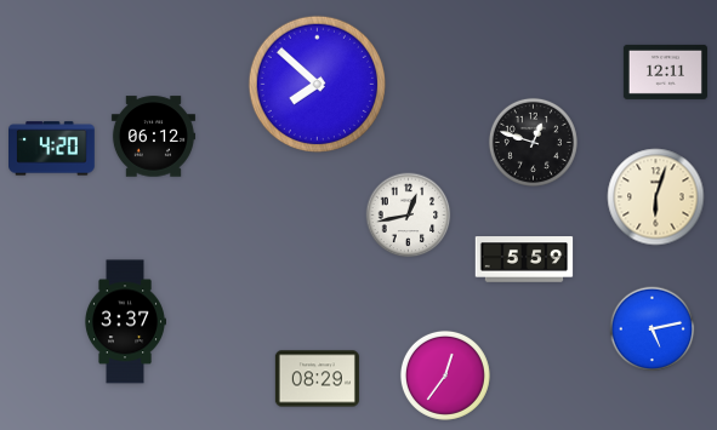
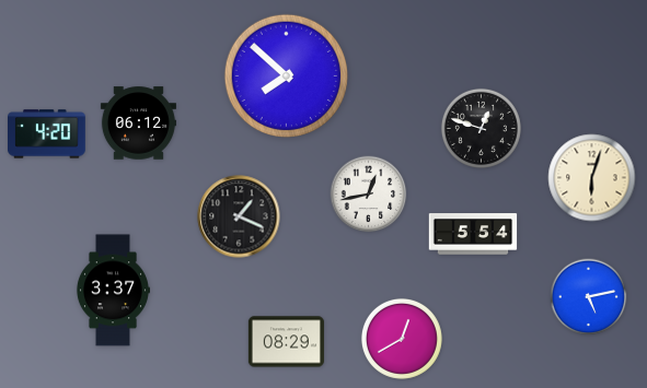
clock at (665, 71): 12:11 -> none
clock at (239, 216): none -> 1:19
clock at (524, 259): 5:59 -> 5:54
clock at (445, 375): 12:36 -> 12:40
